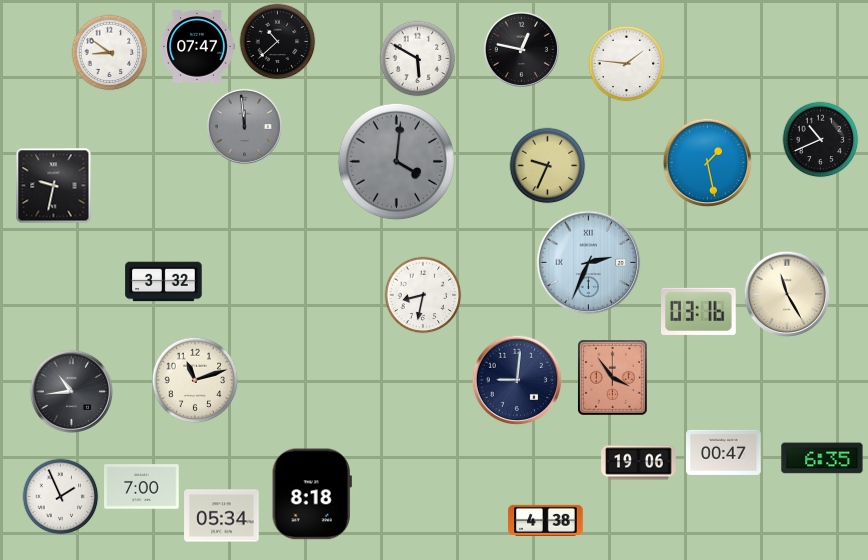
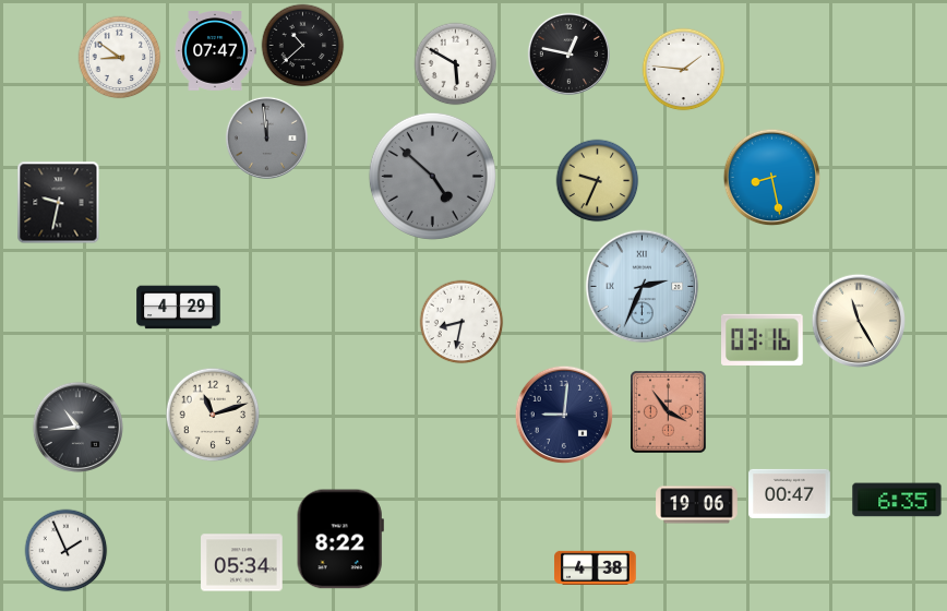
clock at (821, 140): 10:41 -> none
clock at (396, 161): 4:01 -> 4:52
clock at (708, 163): 1:28 -> 8:28
clock at (164, 282): 3:32 -> 4:29
clock at (142, 487): 7:00 -> none
clock at (312, 494): 8:18 -> 8:22
clock at (61, 497) position: (61, 497) -> (67, 551)
